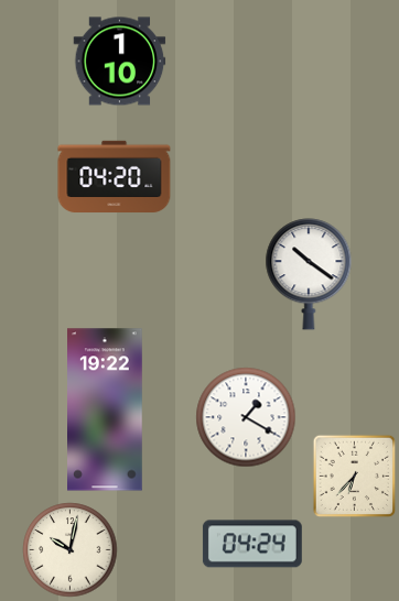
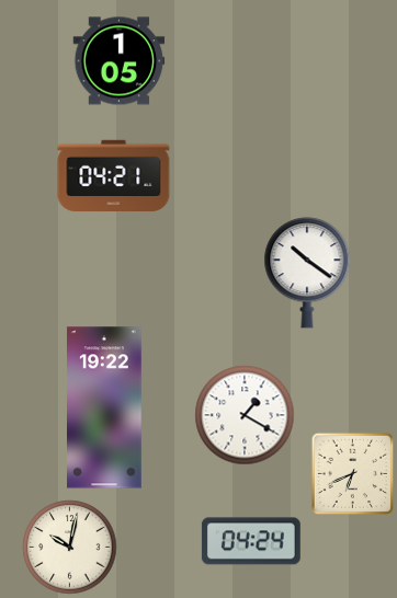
clock at (120, 62): 1:10 -> 1:05
clock at (115, 177): 04:20 -> 04:21
clock at (355, 477): 6:37 -> 6:41
